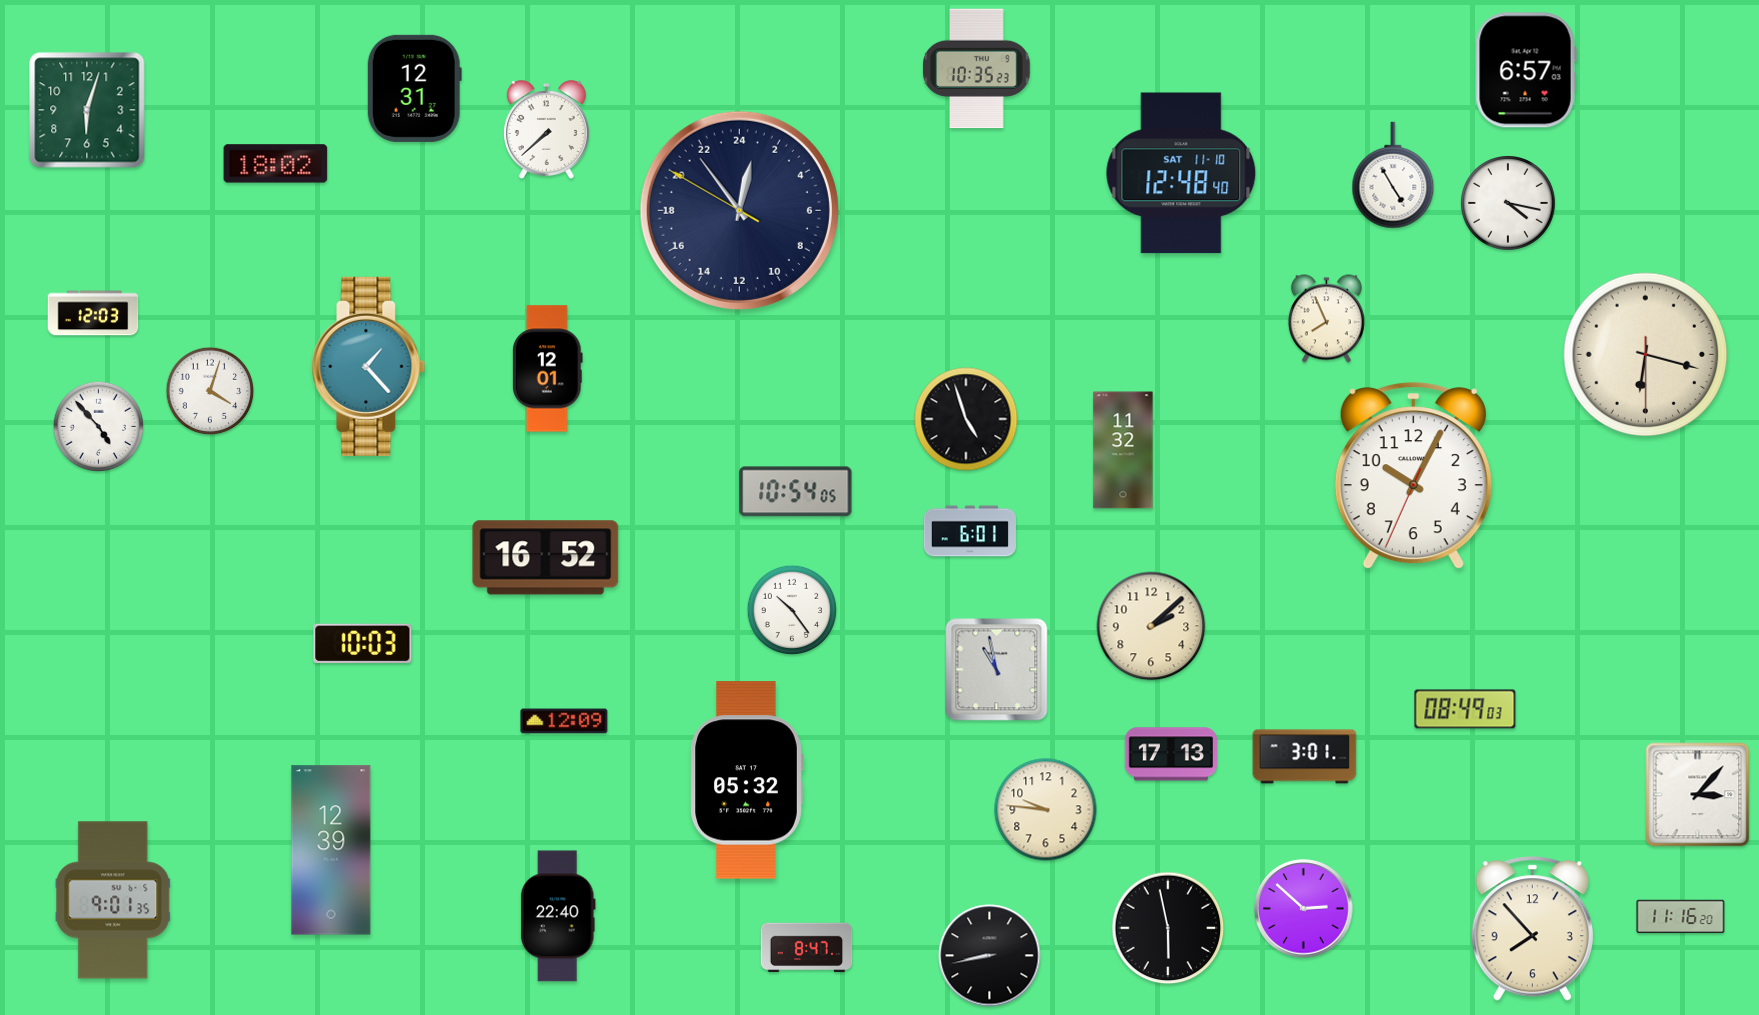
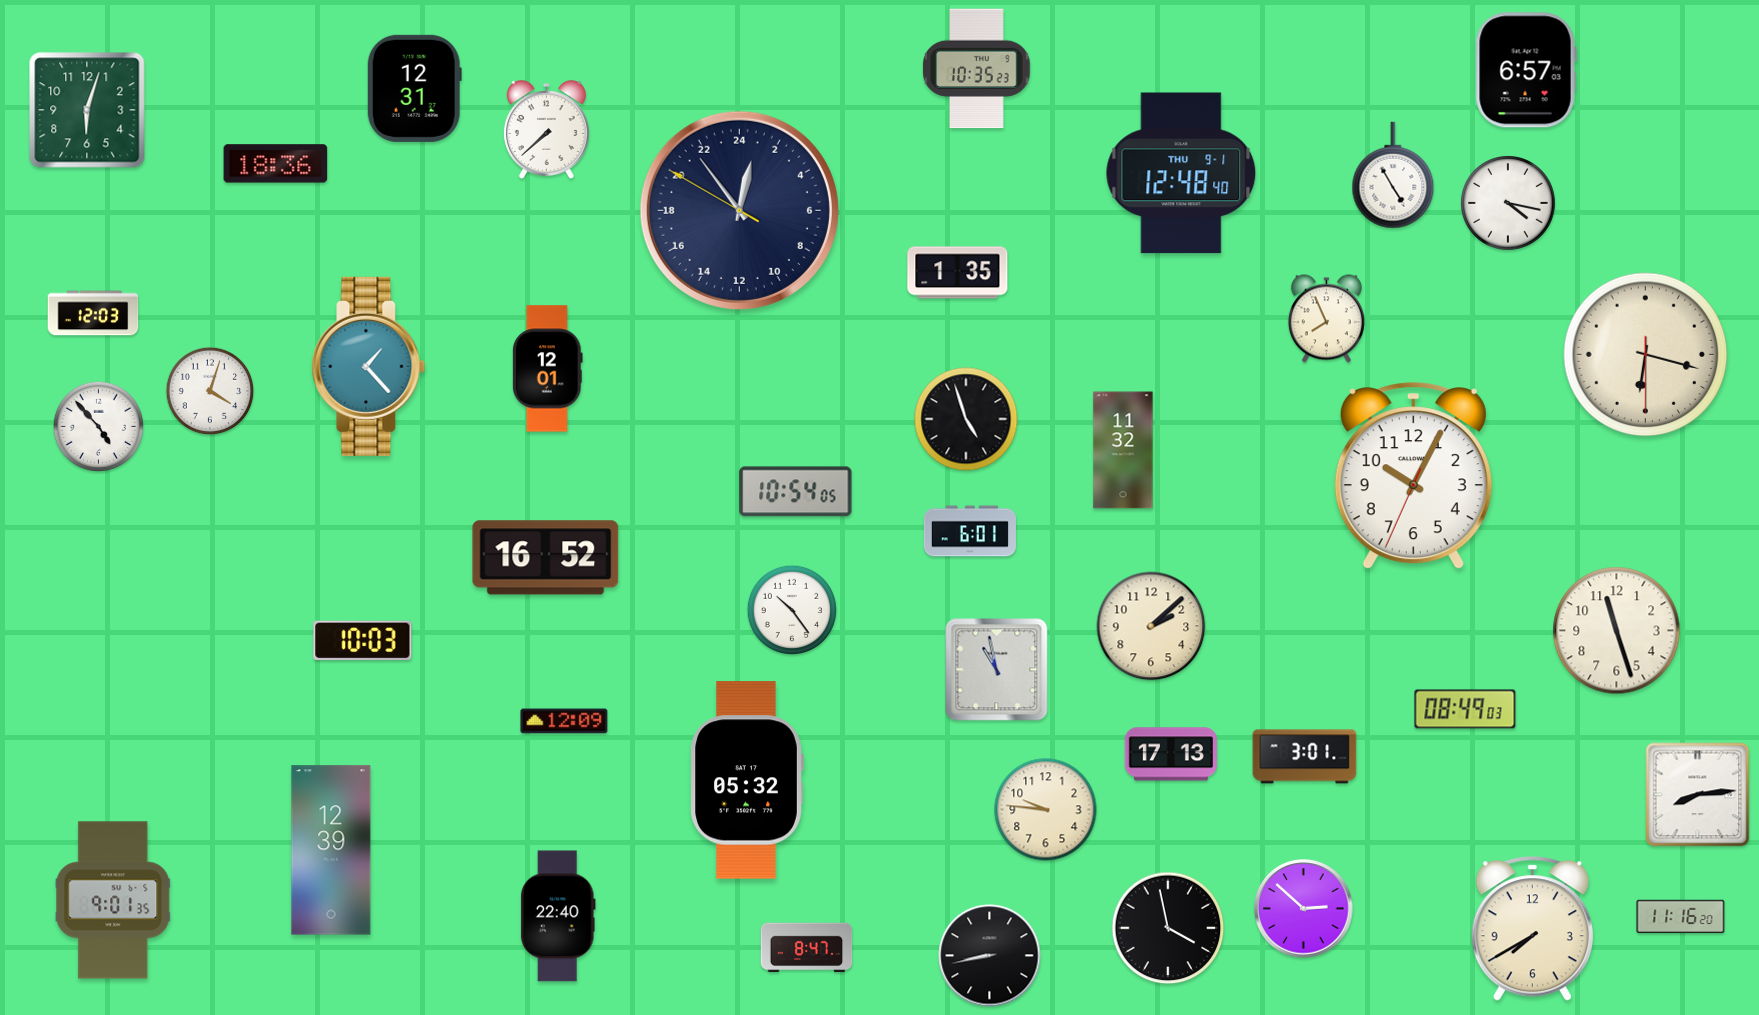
clock at (276, 164): 18:02 -> 18:36
clock at (1181, 173) date: SAT 11-10 -> THU 9-1
clock at (958, 273): none -> 1:35
clock at (1617, 631): none -> 11:27
clock at (363, 643) position: (363, 643) -> (363, 640)
clock at (1698, 795): 3:07 -> 8:14
clock at (1168, 928): 5:58 -> 3:58
clock at (1532, 929): 7:53 -> 7:40
